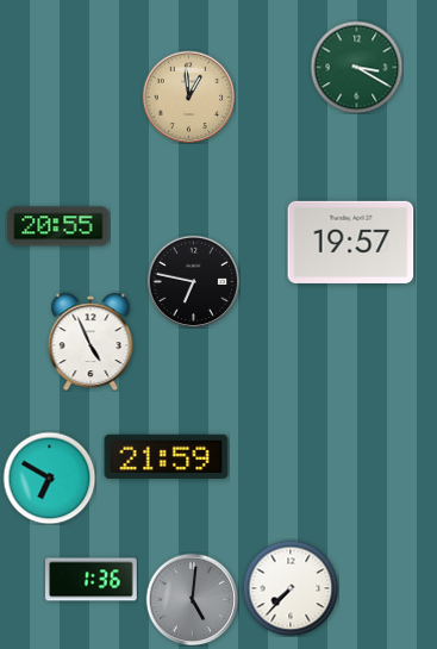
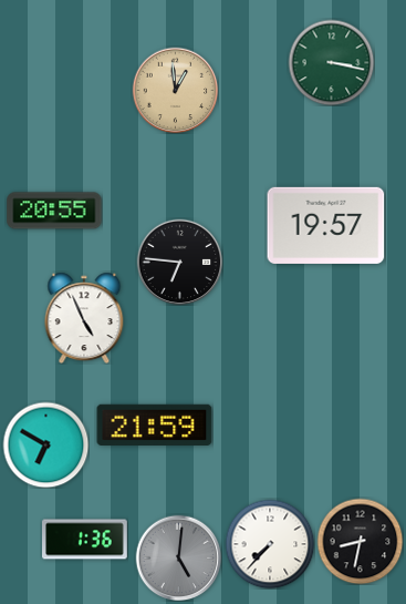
clock at (356, 67): 3:20 -> 3:17
clock at (193, 281): 6:47 -> 6:46
clock at (360, 541): none -> 8:32
clock at (291, 588) position: (291, 588) -> (270, 544)
